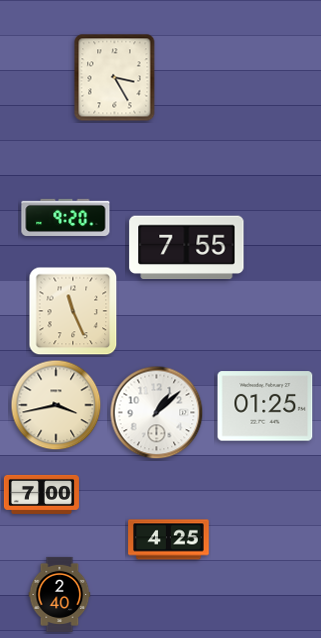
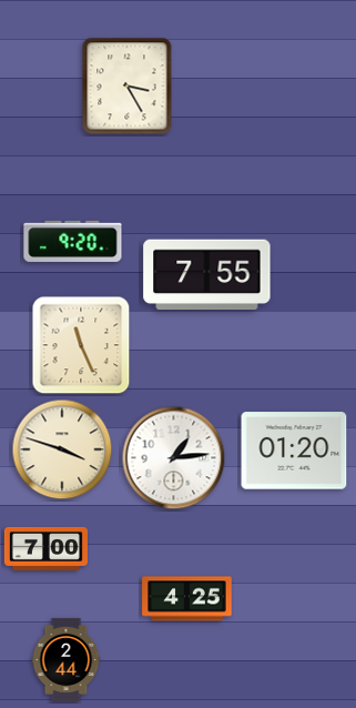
clock at (56, 405): 3:43 -> 3:48
clock at (265, 406): 01:25 -> 01:20
clock at (157, 413): 1:08 -> 1:14
clock at (60, 594): 2:40 -> 2:44
